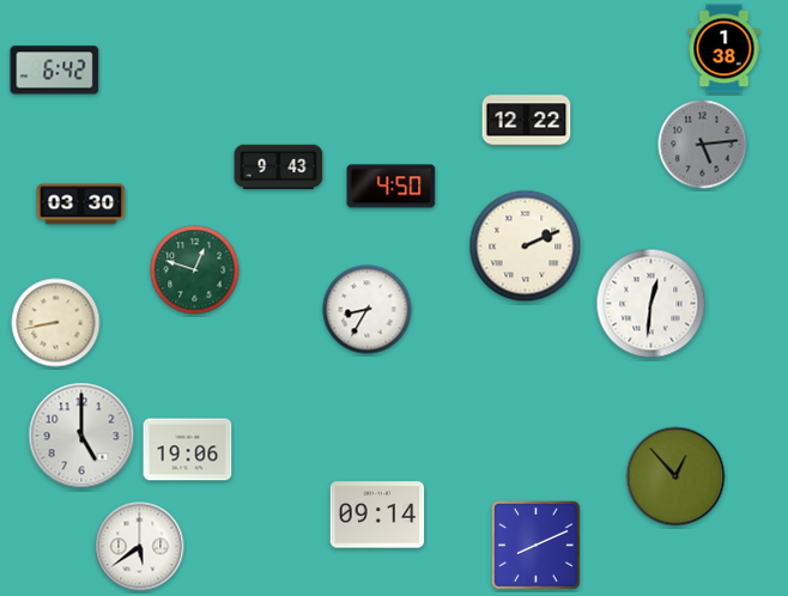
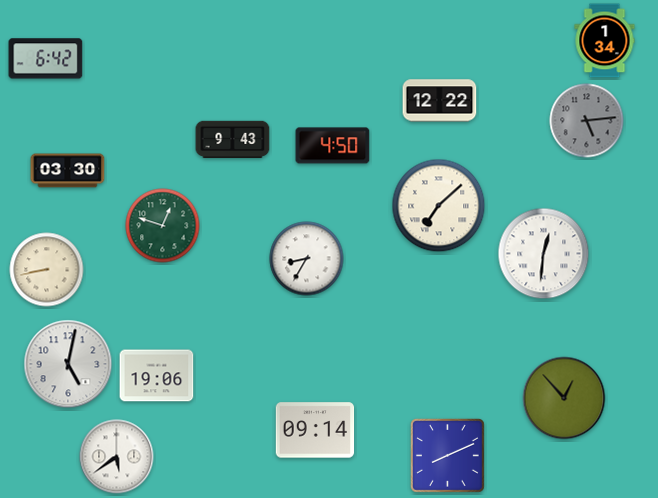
clock at (725, 49): 1:38 -> 1:34
clock at (392, 187) position: (392, 187) -> (333, 146)
clock at (526, 247): 2:11 -> 7:08
clock at (81, 436): 5:00 -> 5:02
